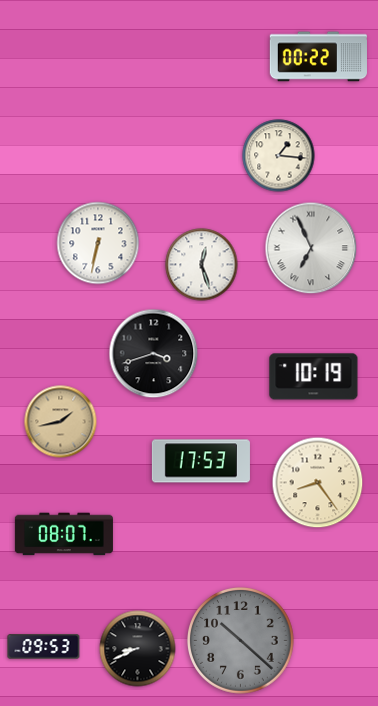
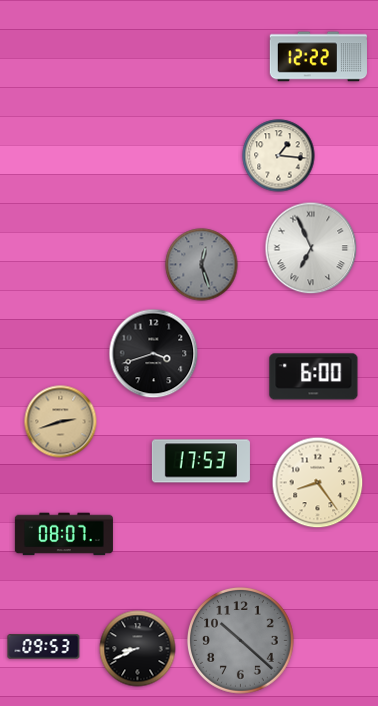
clock at (318, 57): 00:22 -> 12:22
clock at (98, 243): 6:32 -> none
clock at (202, 265) dial: white -> grey
clock at (314, 377): 10:19 -> 6:00
clock at (61, 422): 1:43 -> 2:42
